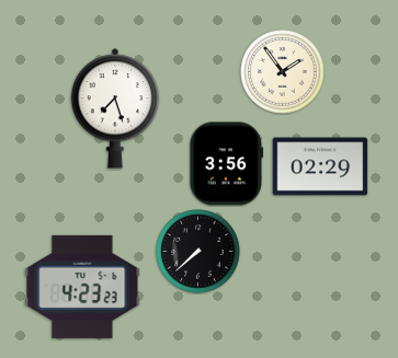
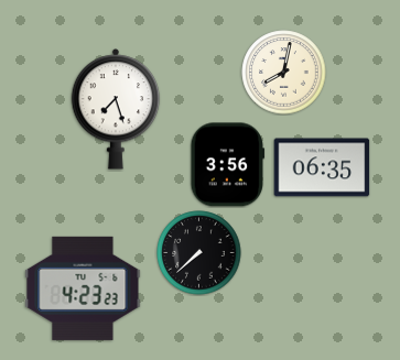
clock at (283, 72): 1:54 -> 8:02
clock at (320, 166): 02:29 -> 06:35
